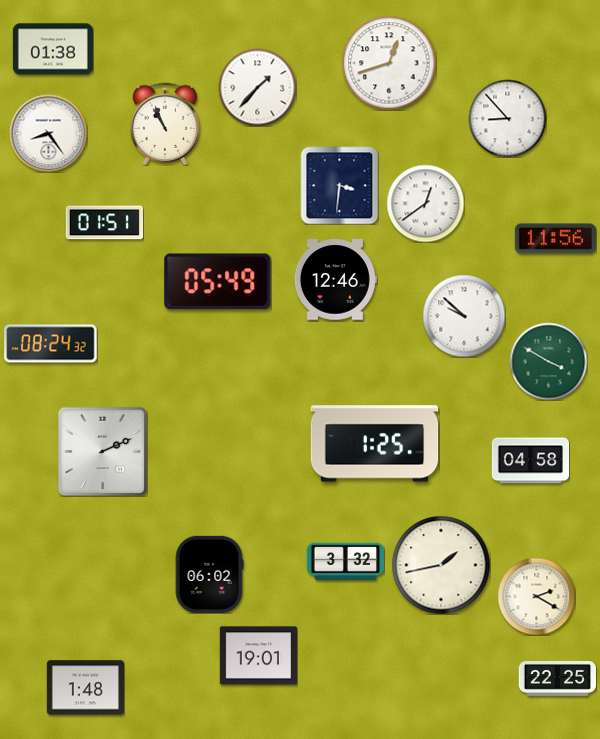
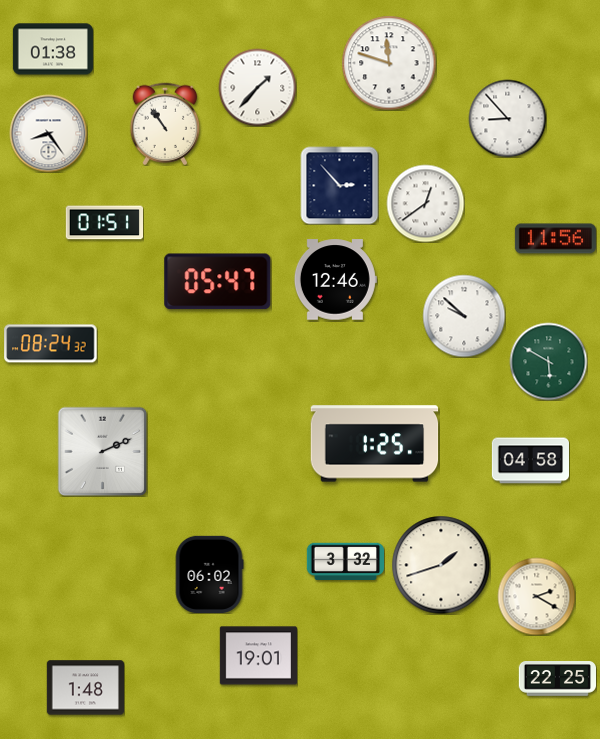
clock at (389, 63): 12:42 -> 11:48
clock at (165, 124): 10:56 -> 10:54
clock at (339, 185): 3:31 -> 2:53
clock at (218, 282): 05:49 -> 05:47
clock at (548, 361): 3:50 -> 5:50
clock at (441, 565): 1:43 -> 1:42
